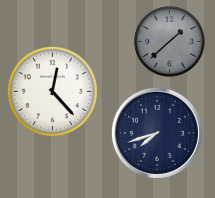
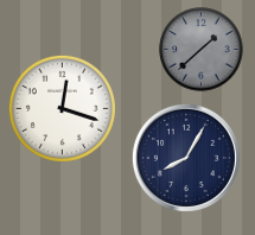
clock at (52, 91): 12:23 -> 12:18
clock at (157, 133): 7:42 -> 8:05
